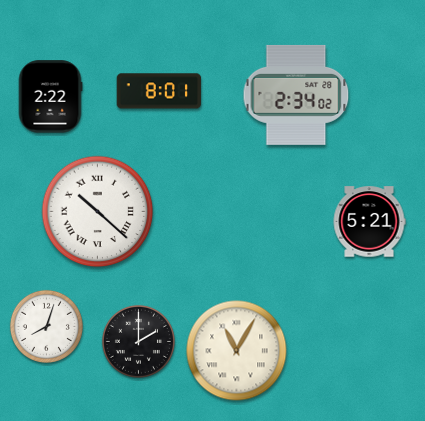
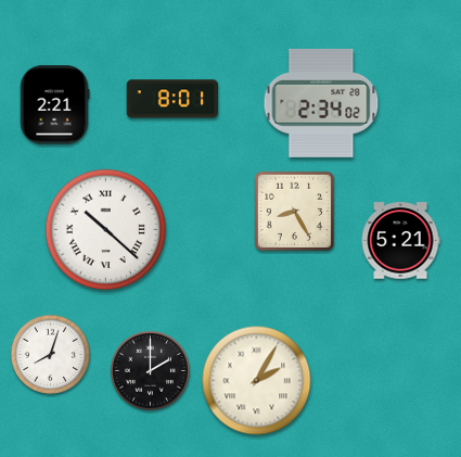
clock at (50, 97): 2:22 -> 2:21
clock at (294, 211): none -> 8:25
clock at (237, 351): 11:05 -> 2:05
